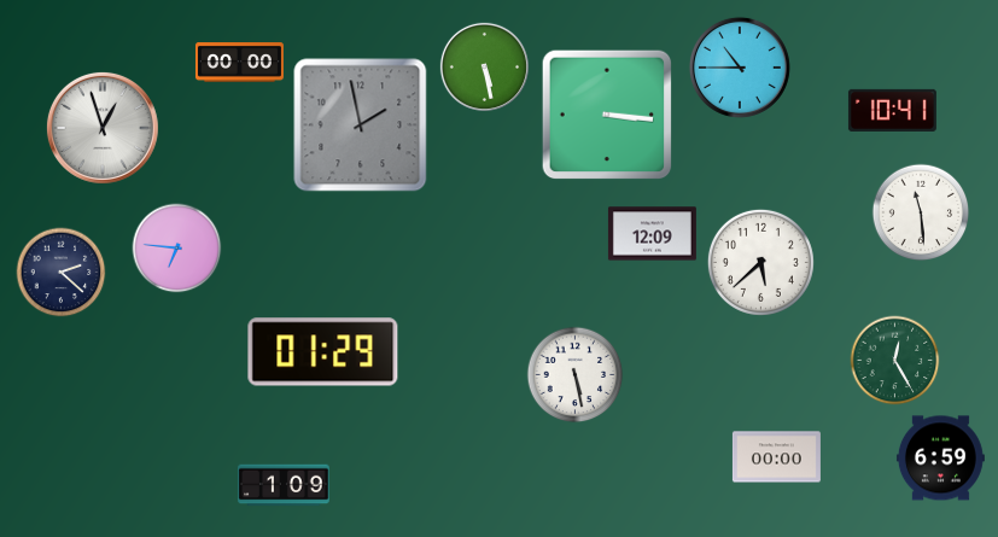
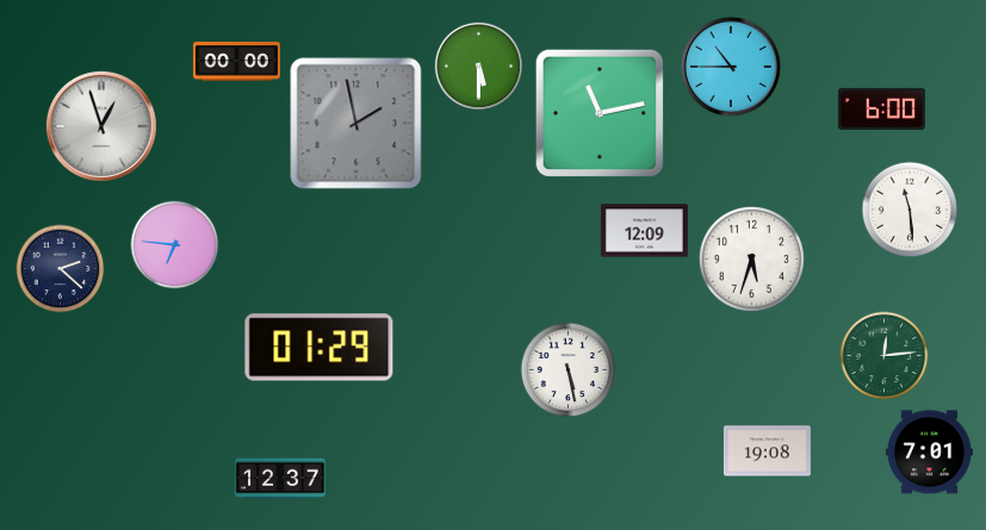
clock at (484, 66): 5:28 -> 5:30
clock at (892, 110): 10:41 -> 6:00
clock at (607, 115): 3:16 -> 11:13
clock at (760, 262): 5:38 -> 5:33
clock at (895, 361): 12:25 -> 12:14
clock at (776, 457): 00:00 -> 19:08
clock at (940, 459): 6:59 -> 7:01
clock at (284, 485): 1:09 -> 12:37
